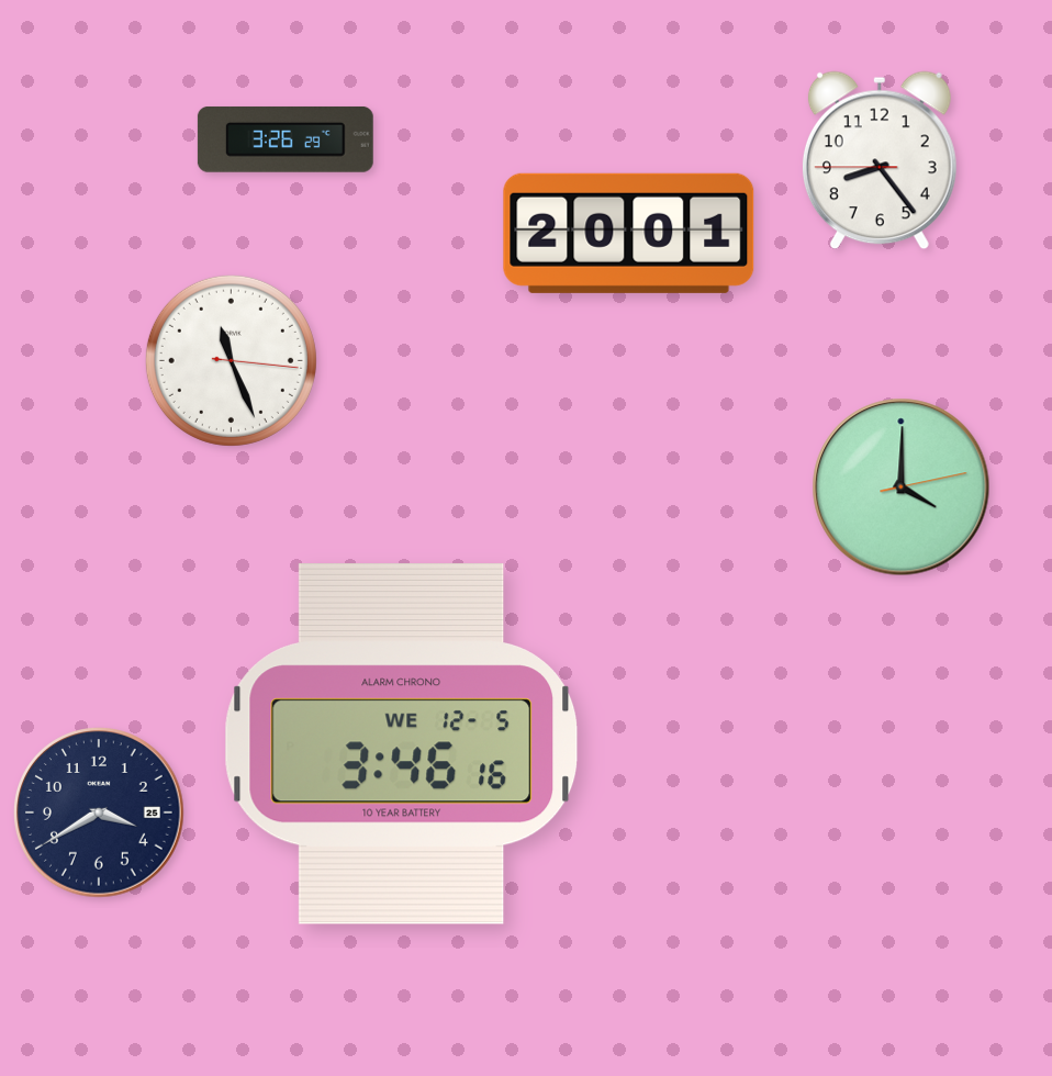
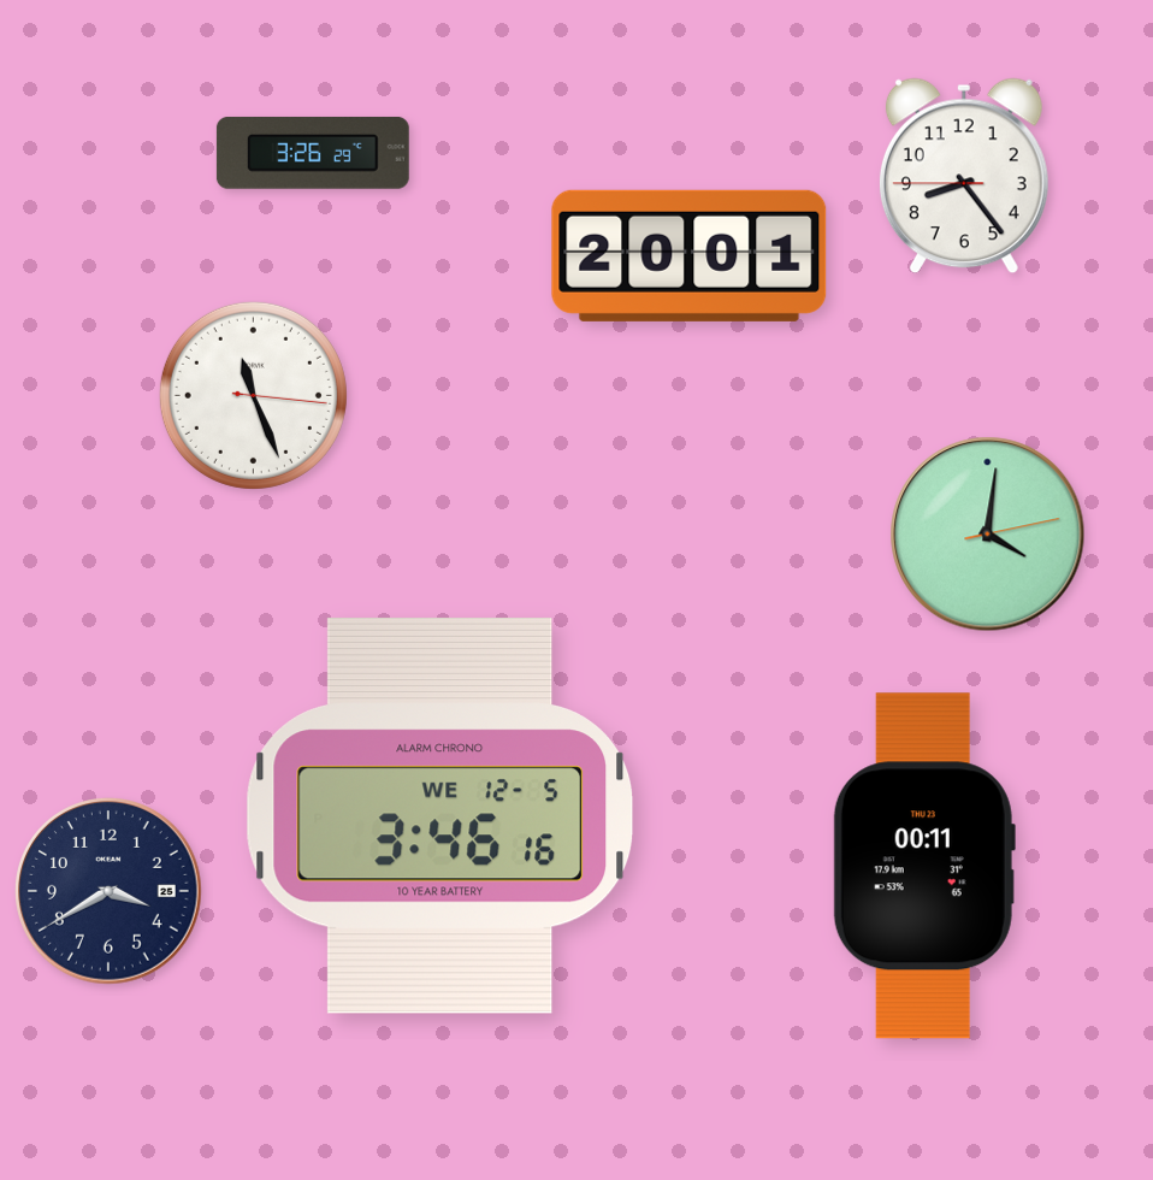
clock at (902, 487): 4:00 -> 4:01
clock at (924, 866): none -> 00:11
